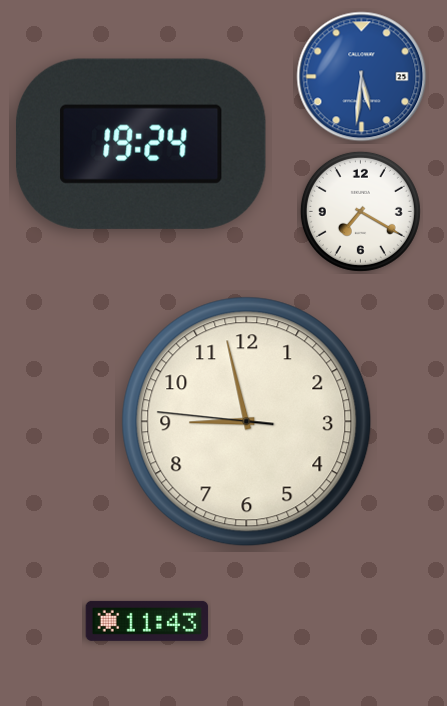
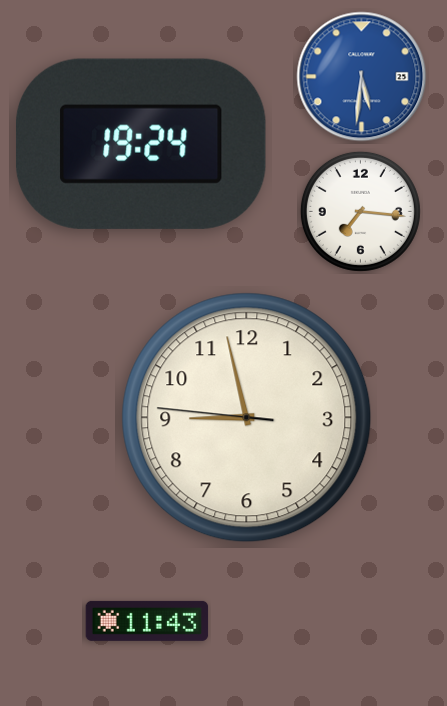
clock at (360, 211): 7:20 -> 7:16
clock at (247, 422) position: (247, 422) -> (247, 418)
